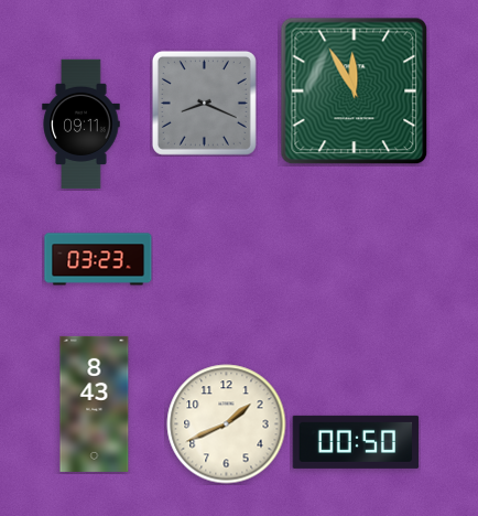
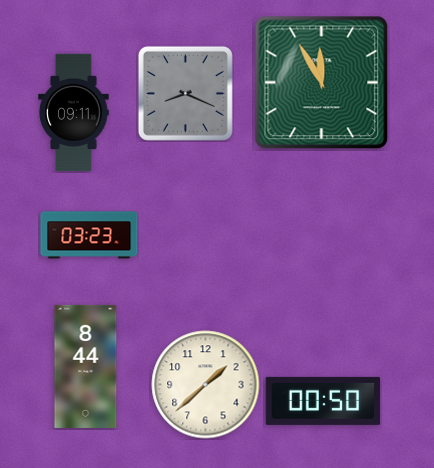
clock at (95, 404): 8:43 -> 8:44
clock at (227, 424): 1:41 -> 1:38
